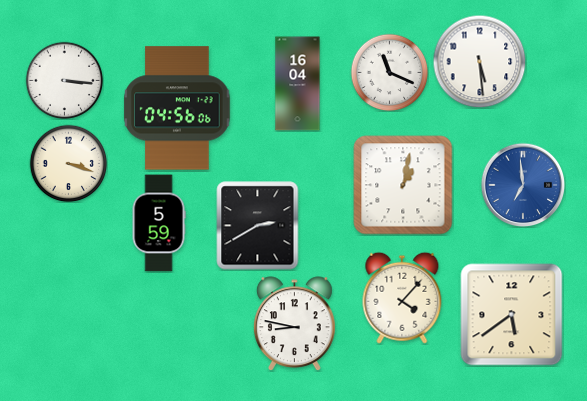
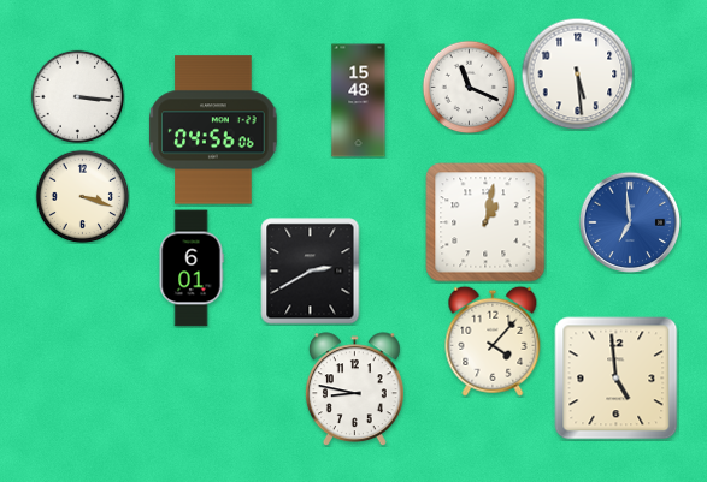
clock at (298, 84): 16:04 -> 15:48
clock at (159, 223): 5:59 -> 6:01
clock at (402, 298) position: (402, 298) -> (493, 341)
clock at (512, 315): 5:39 -> 4:59
